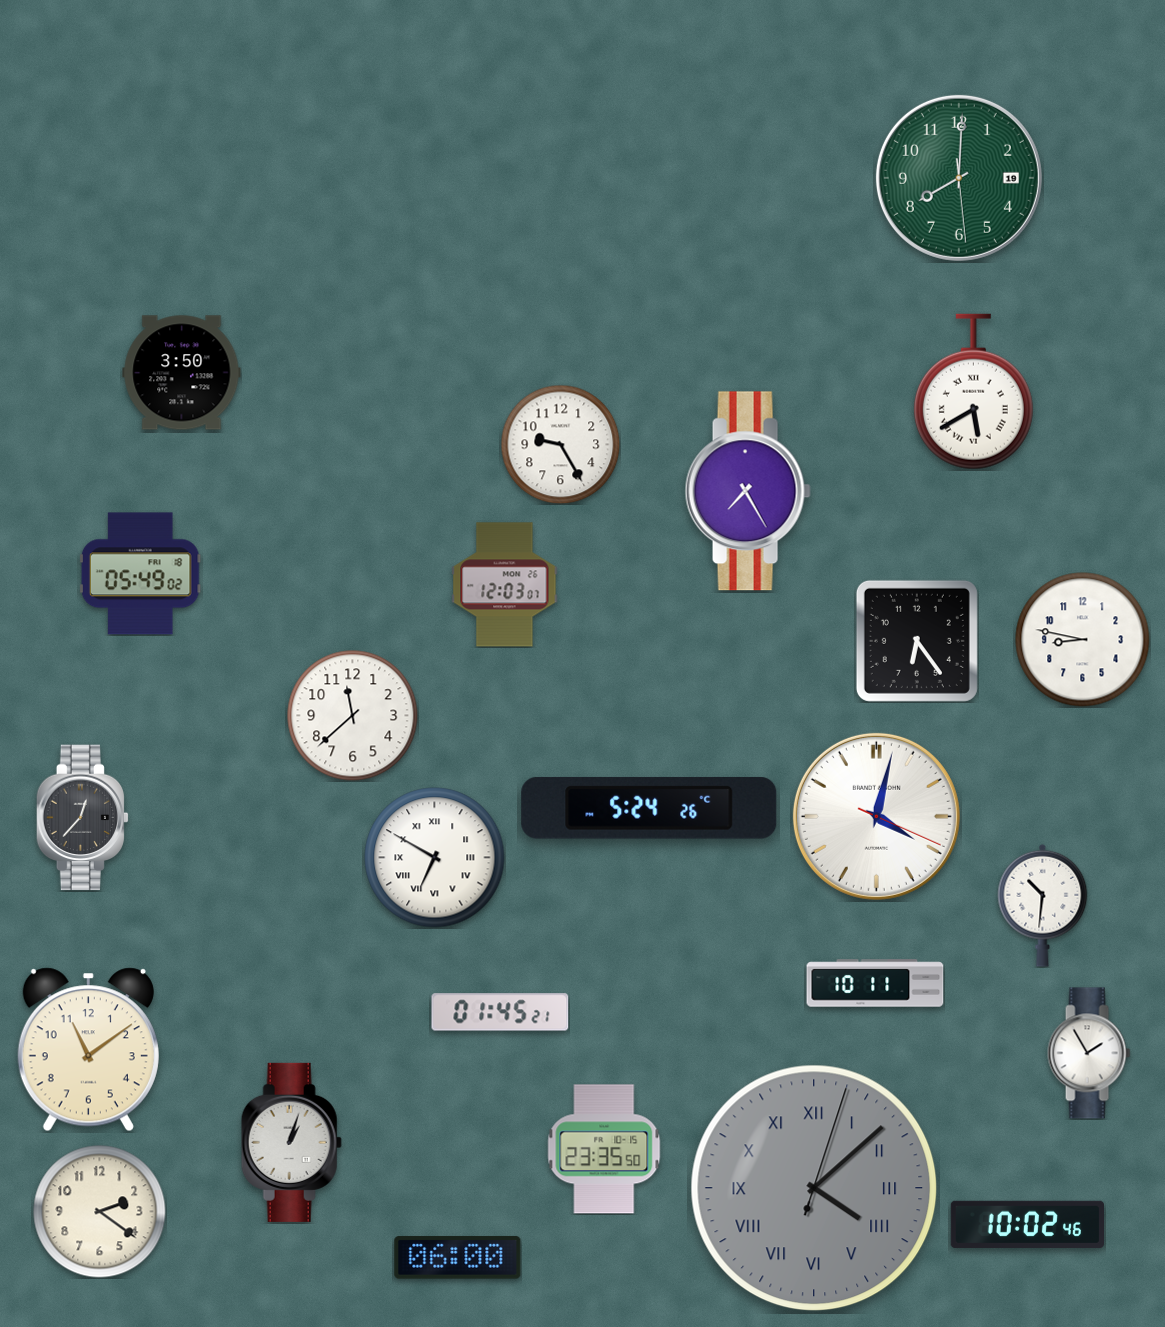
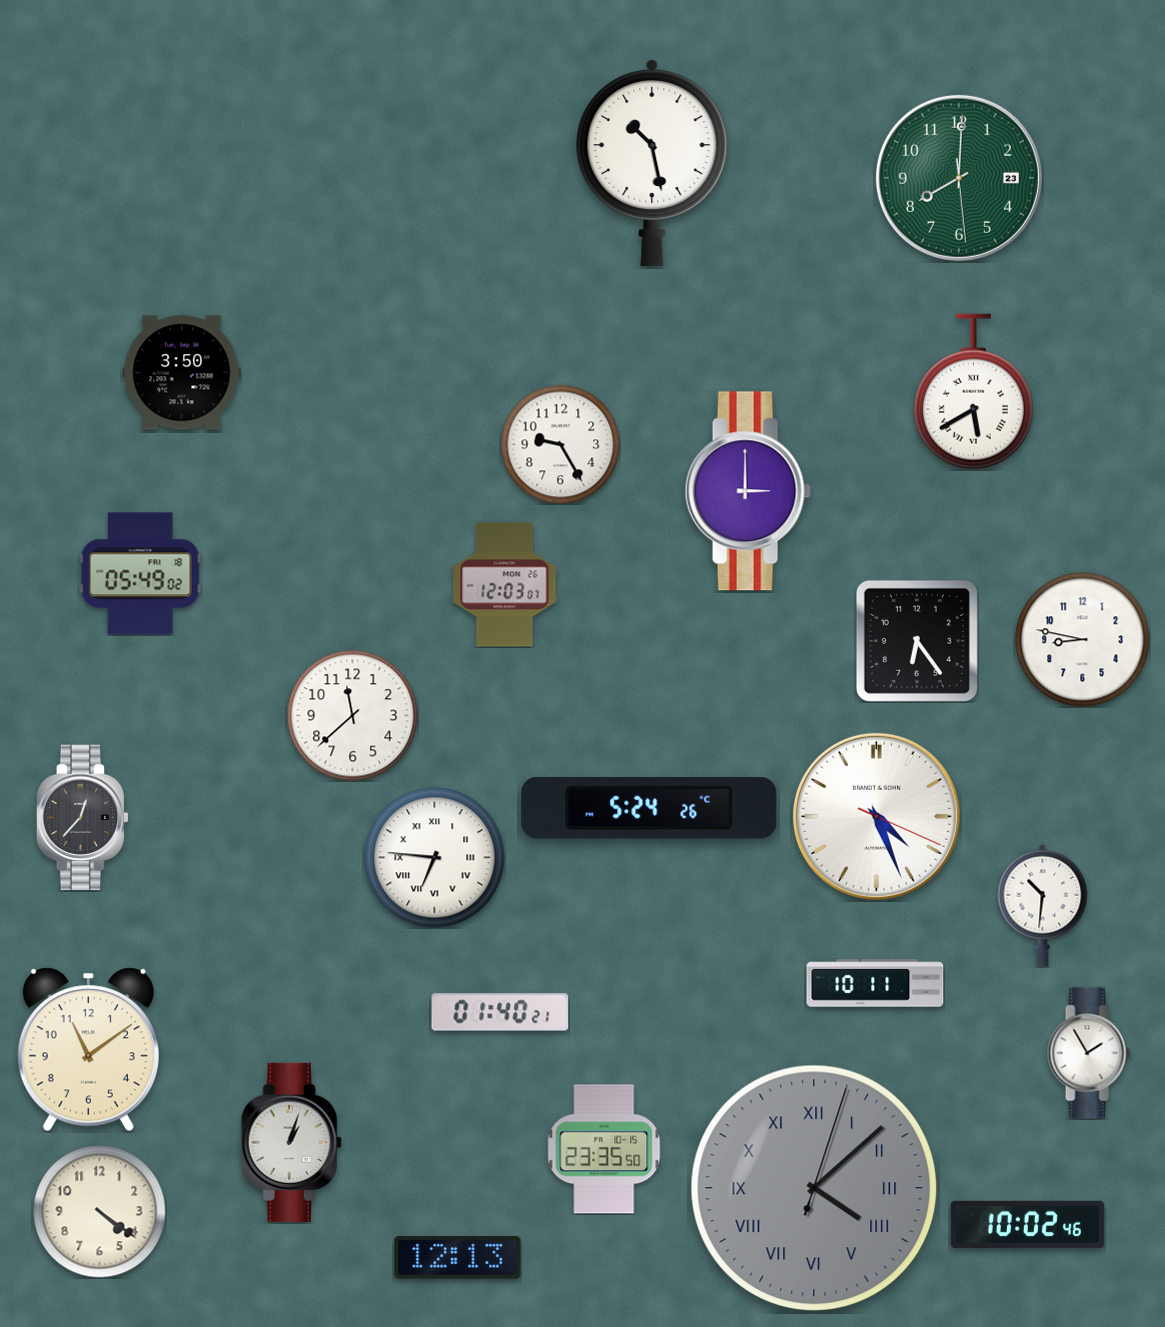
clock at (652, 163): none -> 10:28
clock at (959, 178) date: 19 -> 23
clock at (748, 491): 7:25 -> 3:00
clock at (876, 816): 4:02 -> 4:26
clock at (435, 858): 6:50 -> 6:46
clock at (500, 1012): 01:45 -> 01:40
clock at (100, 1212): 2:21 -> 4:21
clock at (458, 1258): 06:00 -> 12:13
